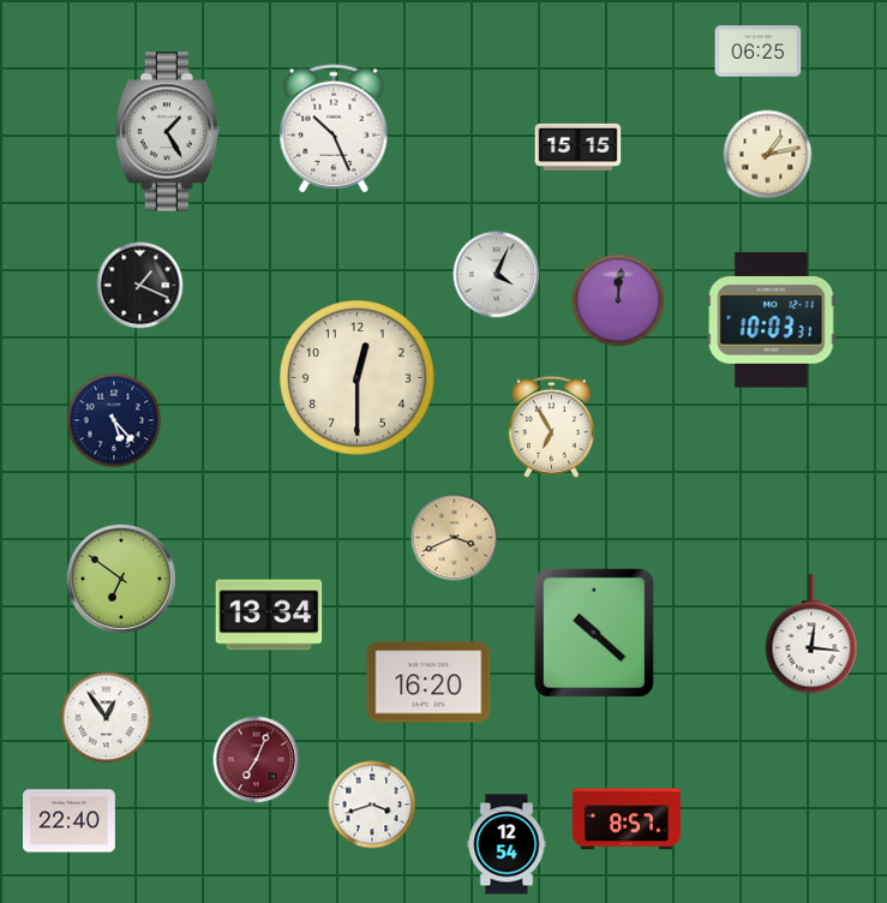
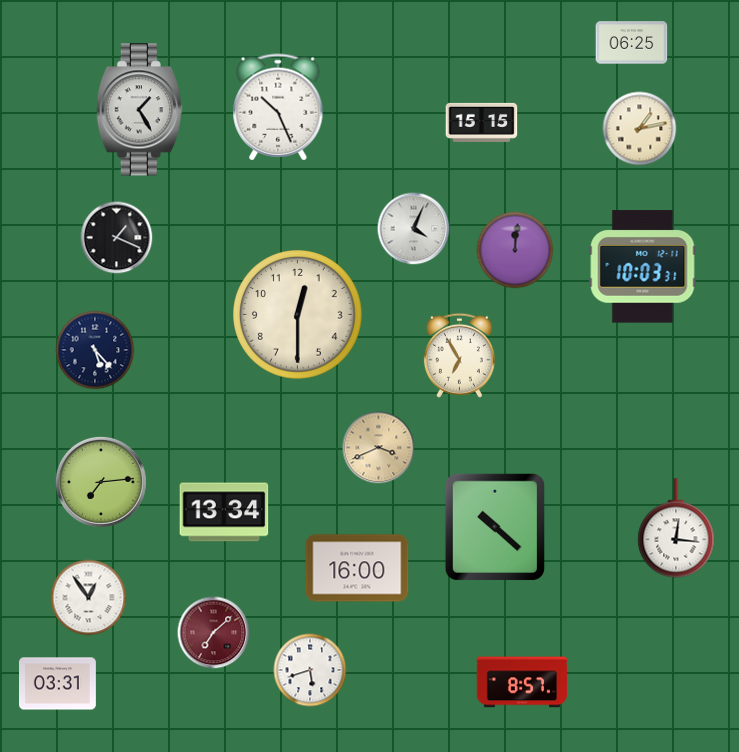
clock at (121, 579): 6:51 -> 7:14
clock at (428, 682): 16:20 -> 16:00
clock at (257, 760): 7:04 -> 7:08
clock at (372, 805): 3:42 -> 5:42
clock at (70, 821): 22:40 -> 03:31
clock at (507, 844): 12:54 -> none
